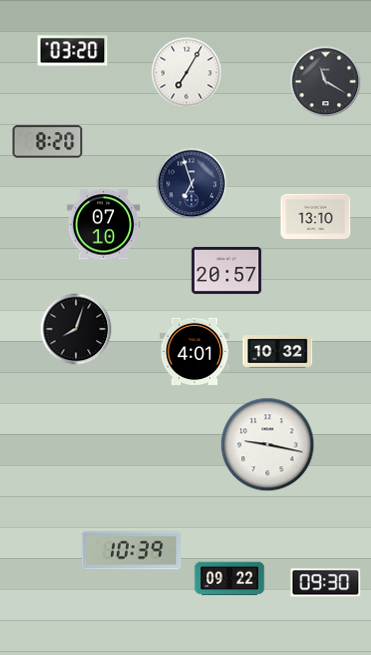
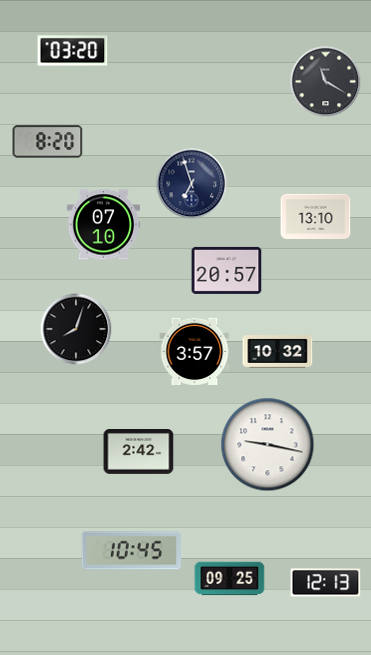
clock at (187, 73): 7:05 -> none
clock at (195, 351): 4:01 -> 3:57
clock at (139, 452): none -> 2:42
clock at (132, 551): 10:39 -> 10:45
clock at (230, 579): 09:22 -> 09:25
clock at (326, 583): 09:30 -> 12:13
